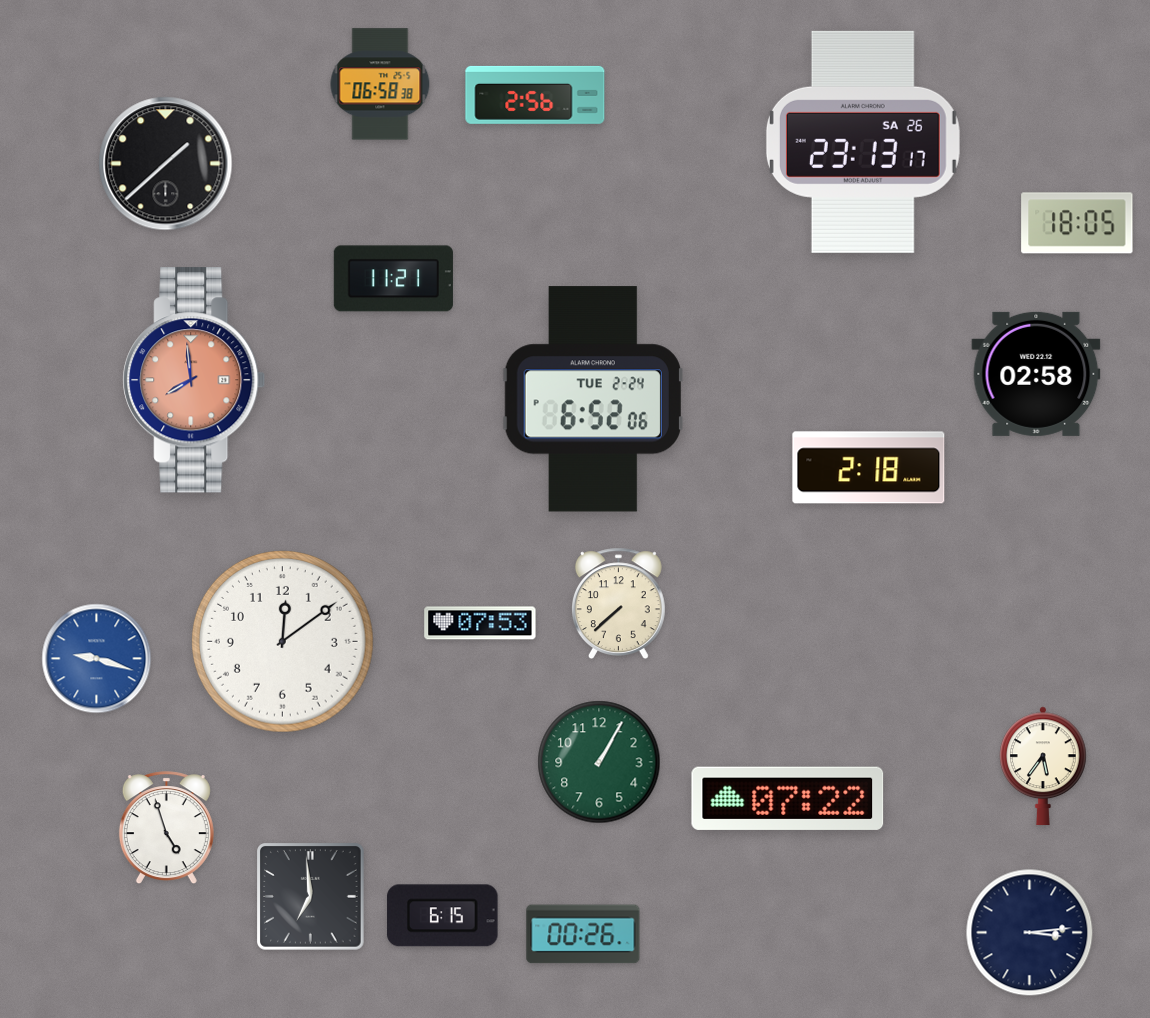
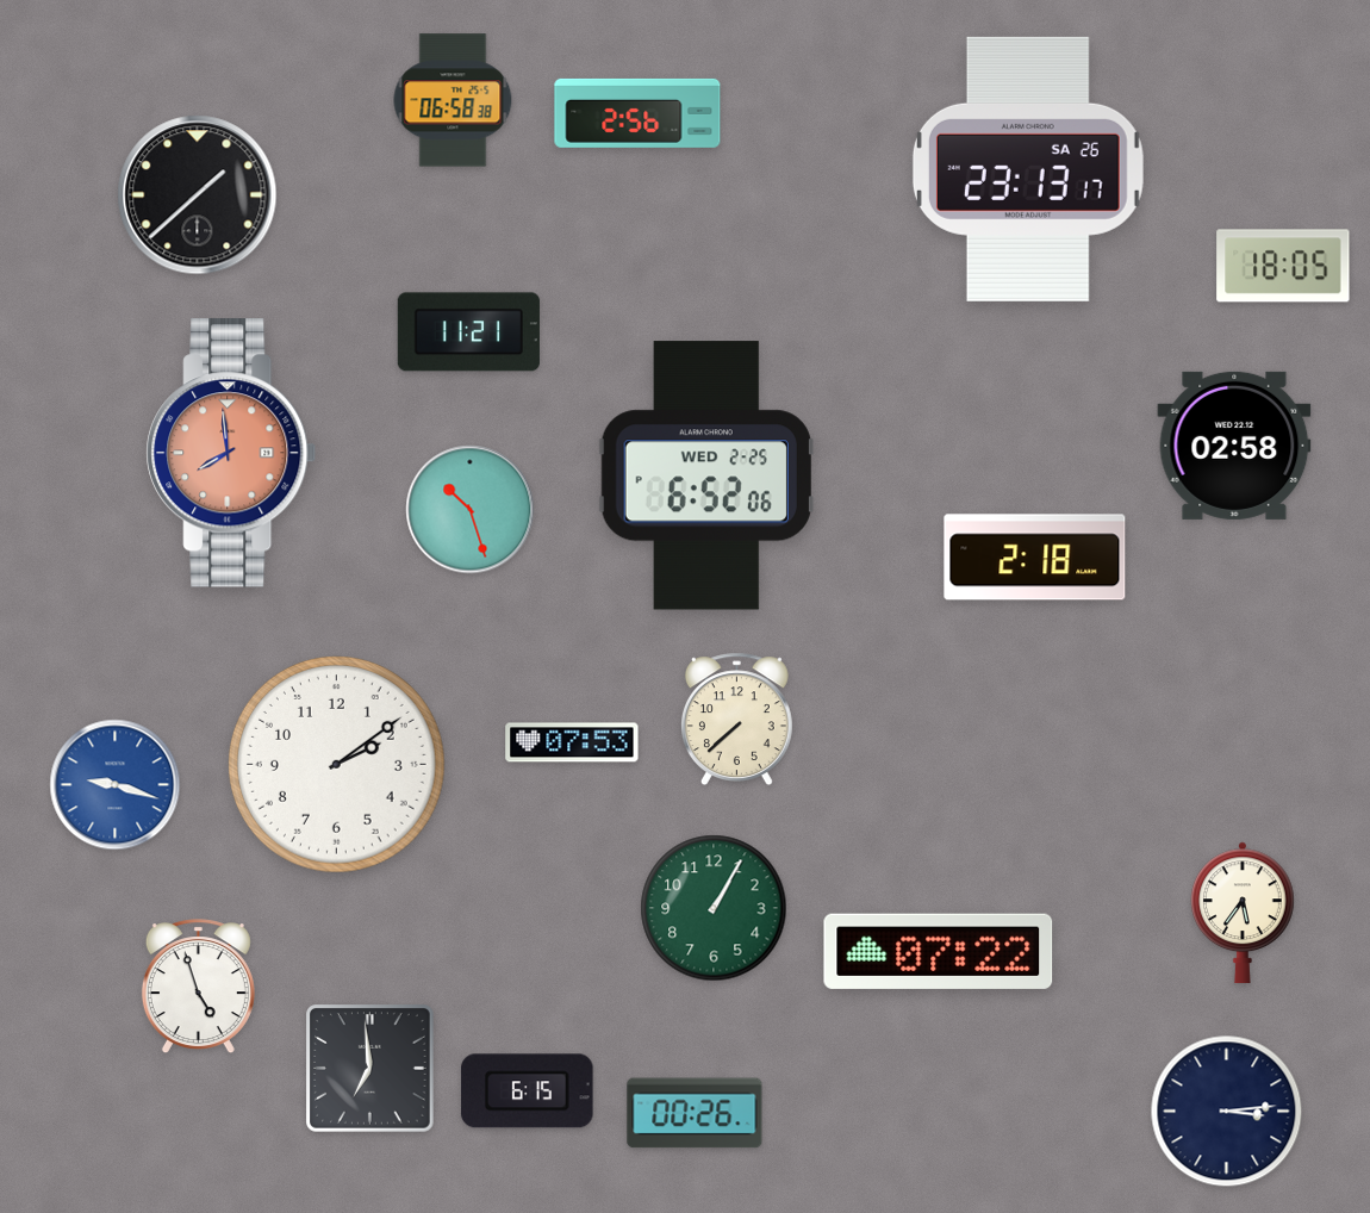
clock at (593, 399) date: TUE 2-24 -> WED 2-25
clock at (471, 510): none -> 10:27
clock at (283, 642): 12:09 -> 2:09
